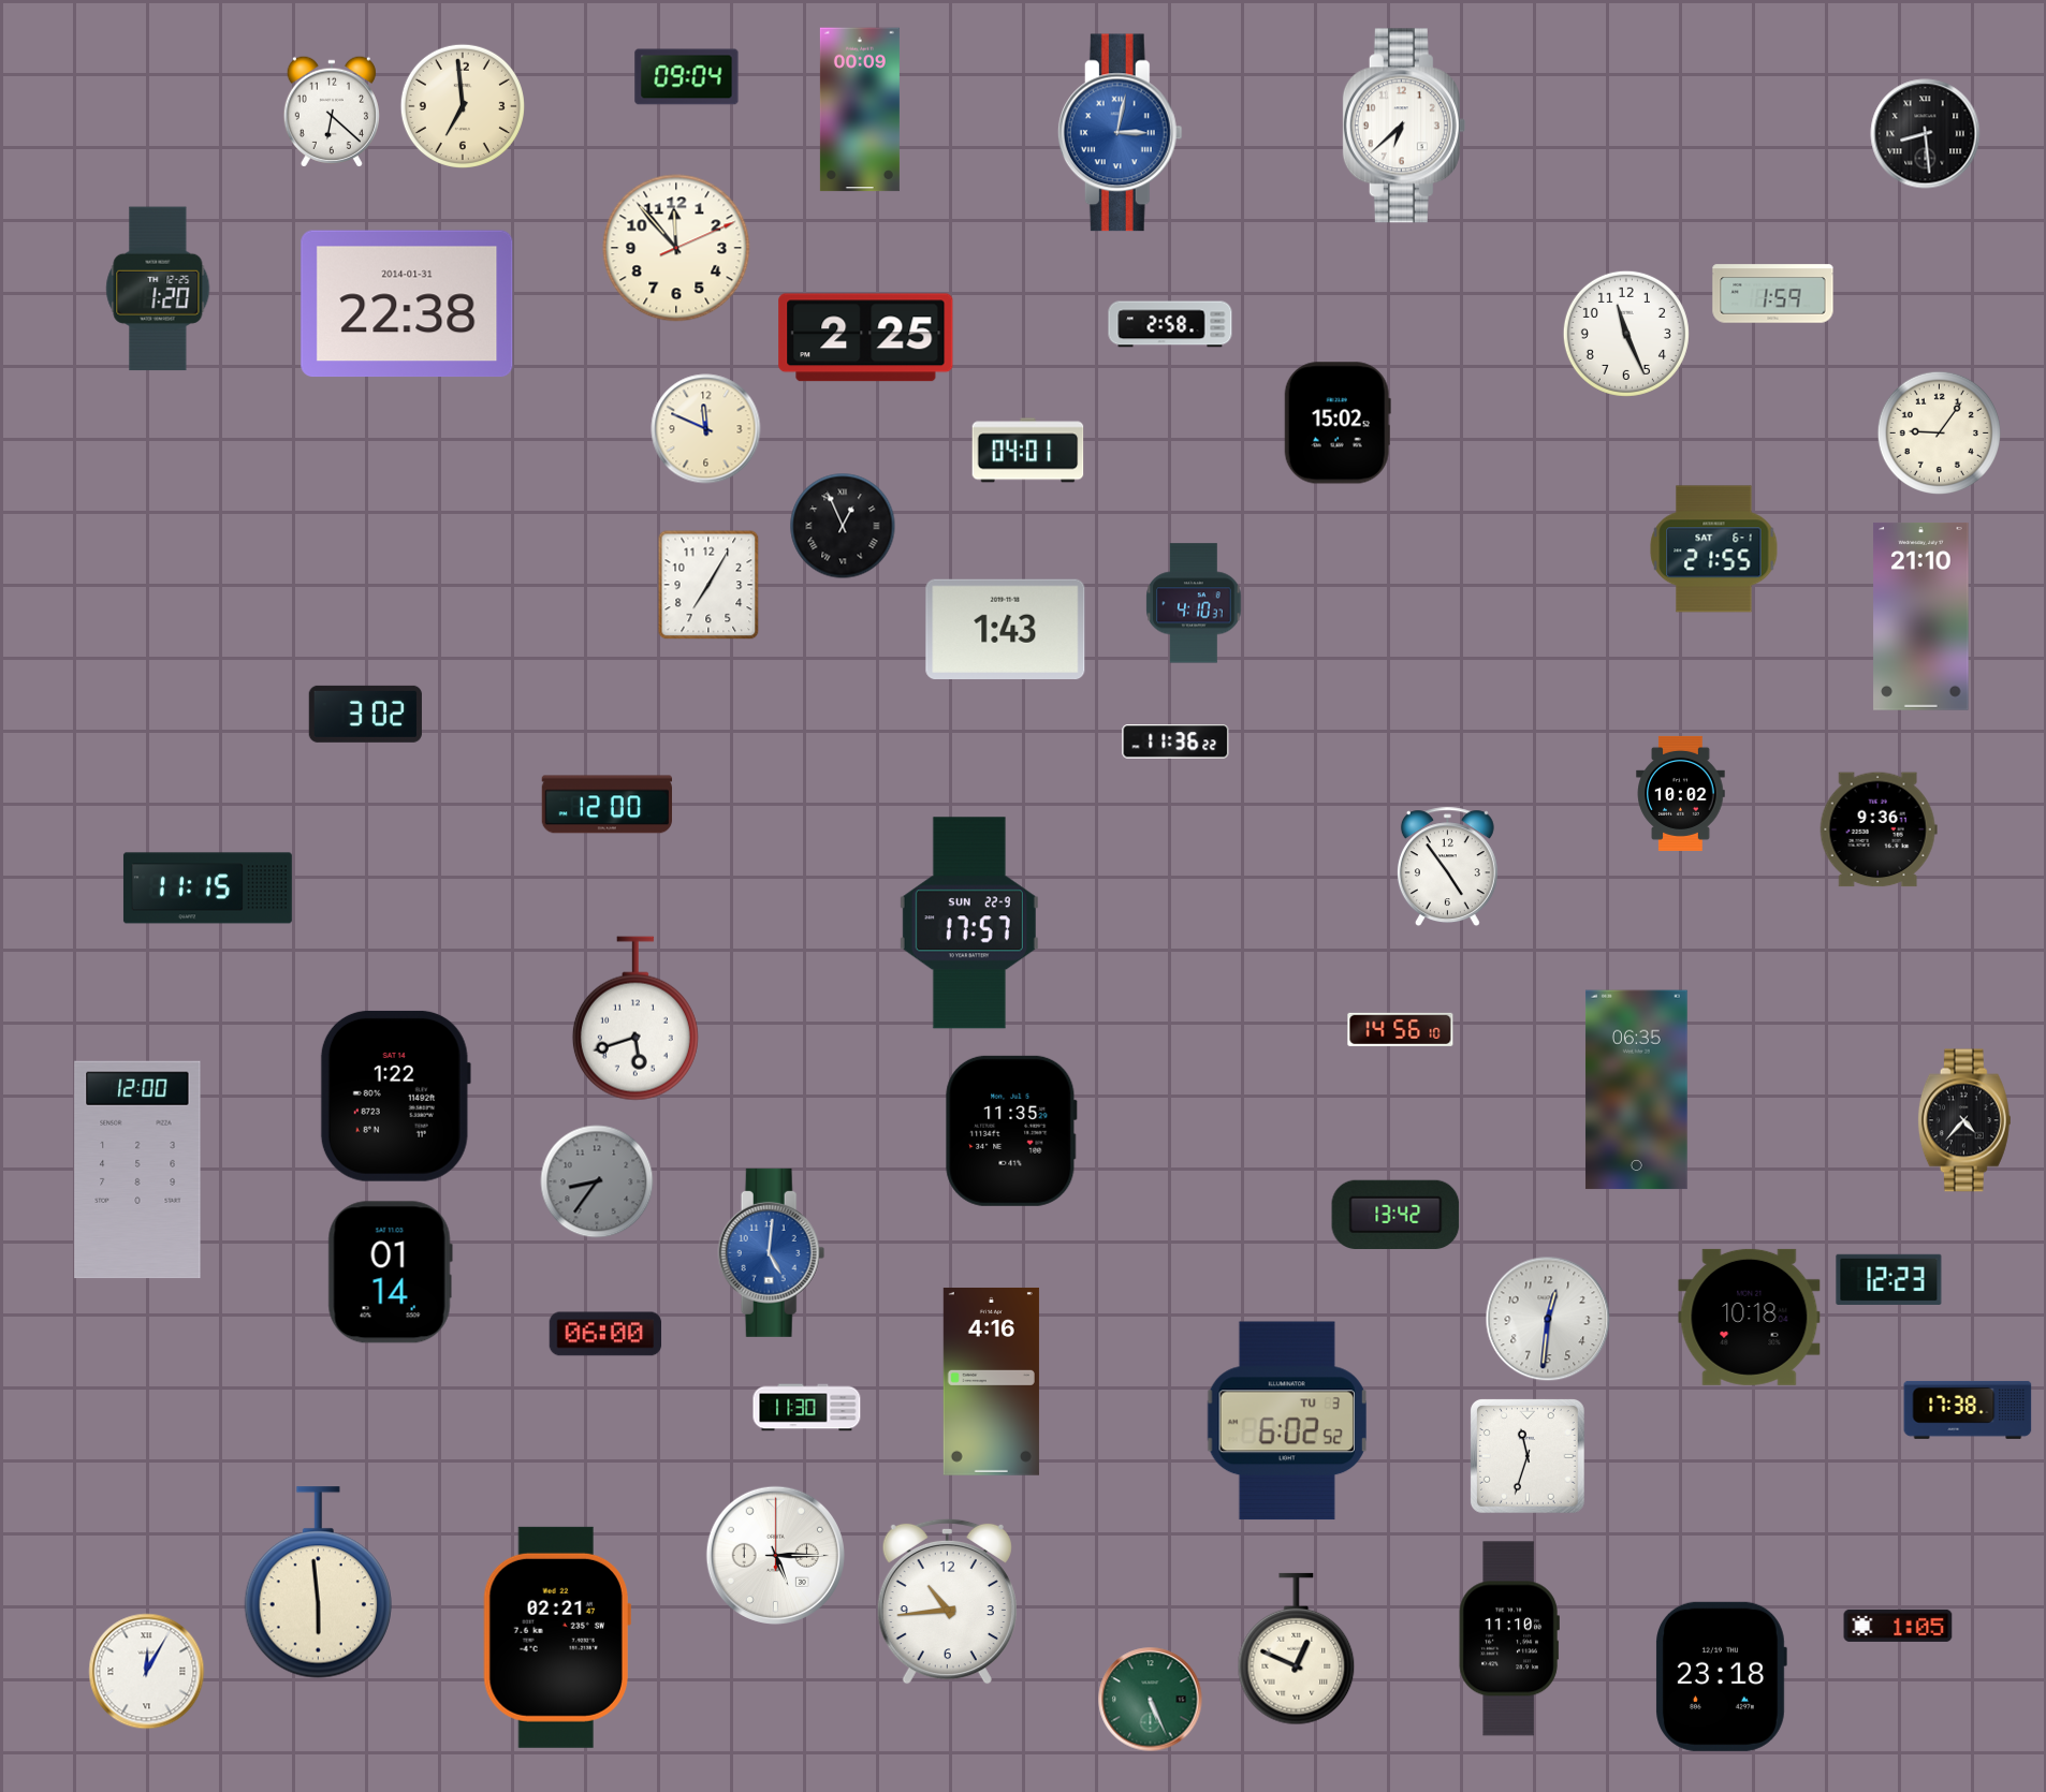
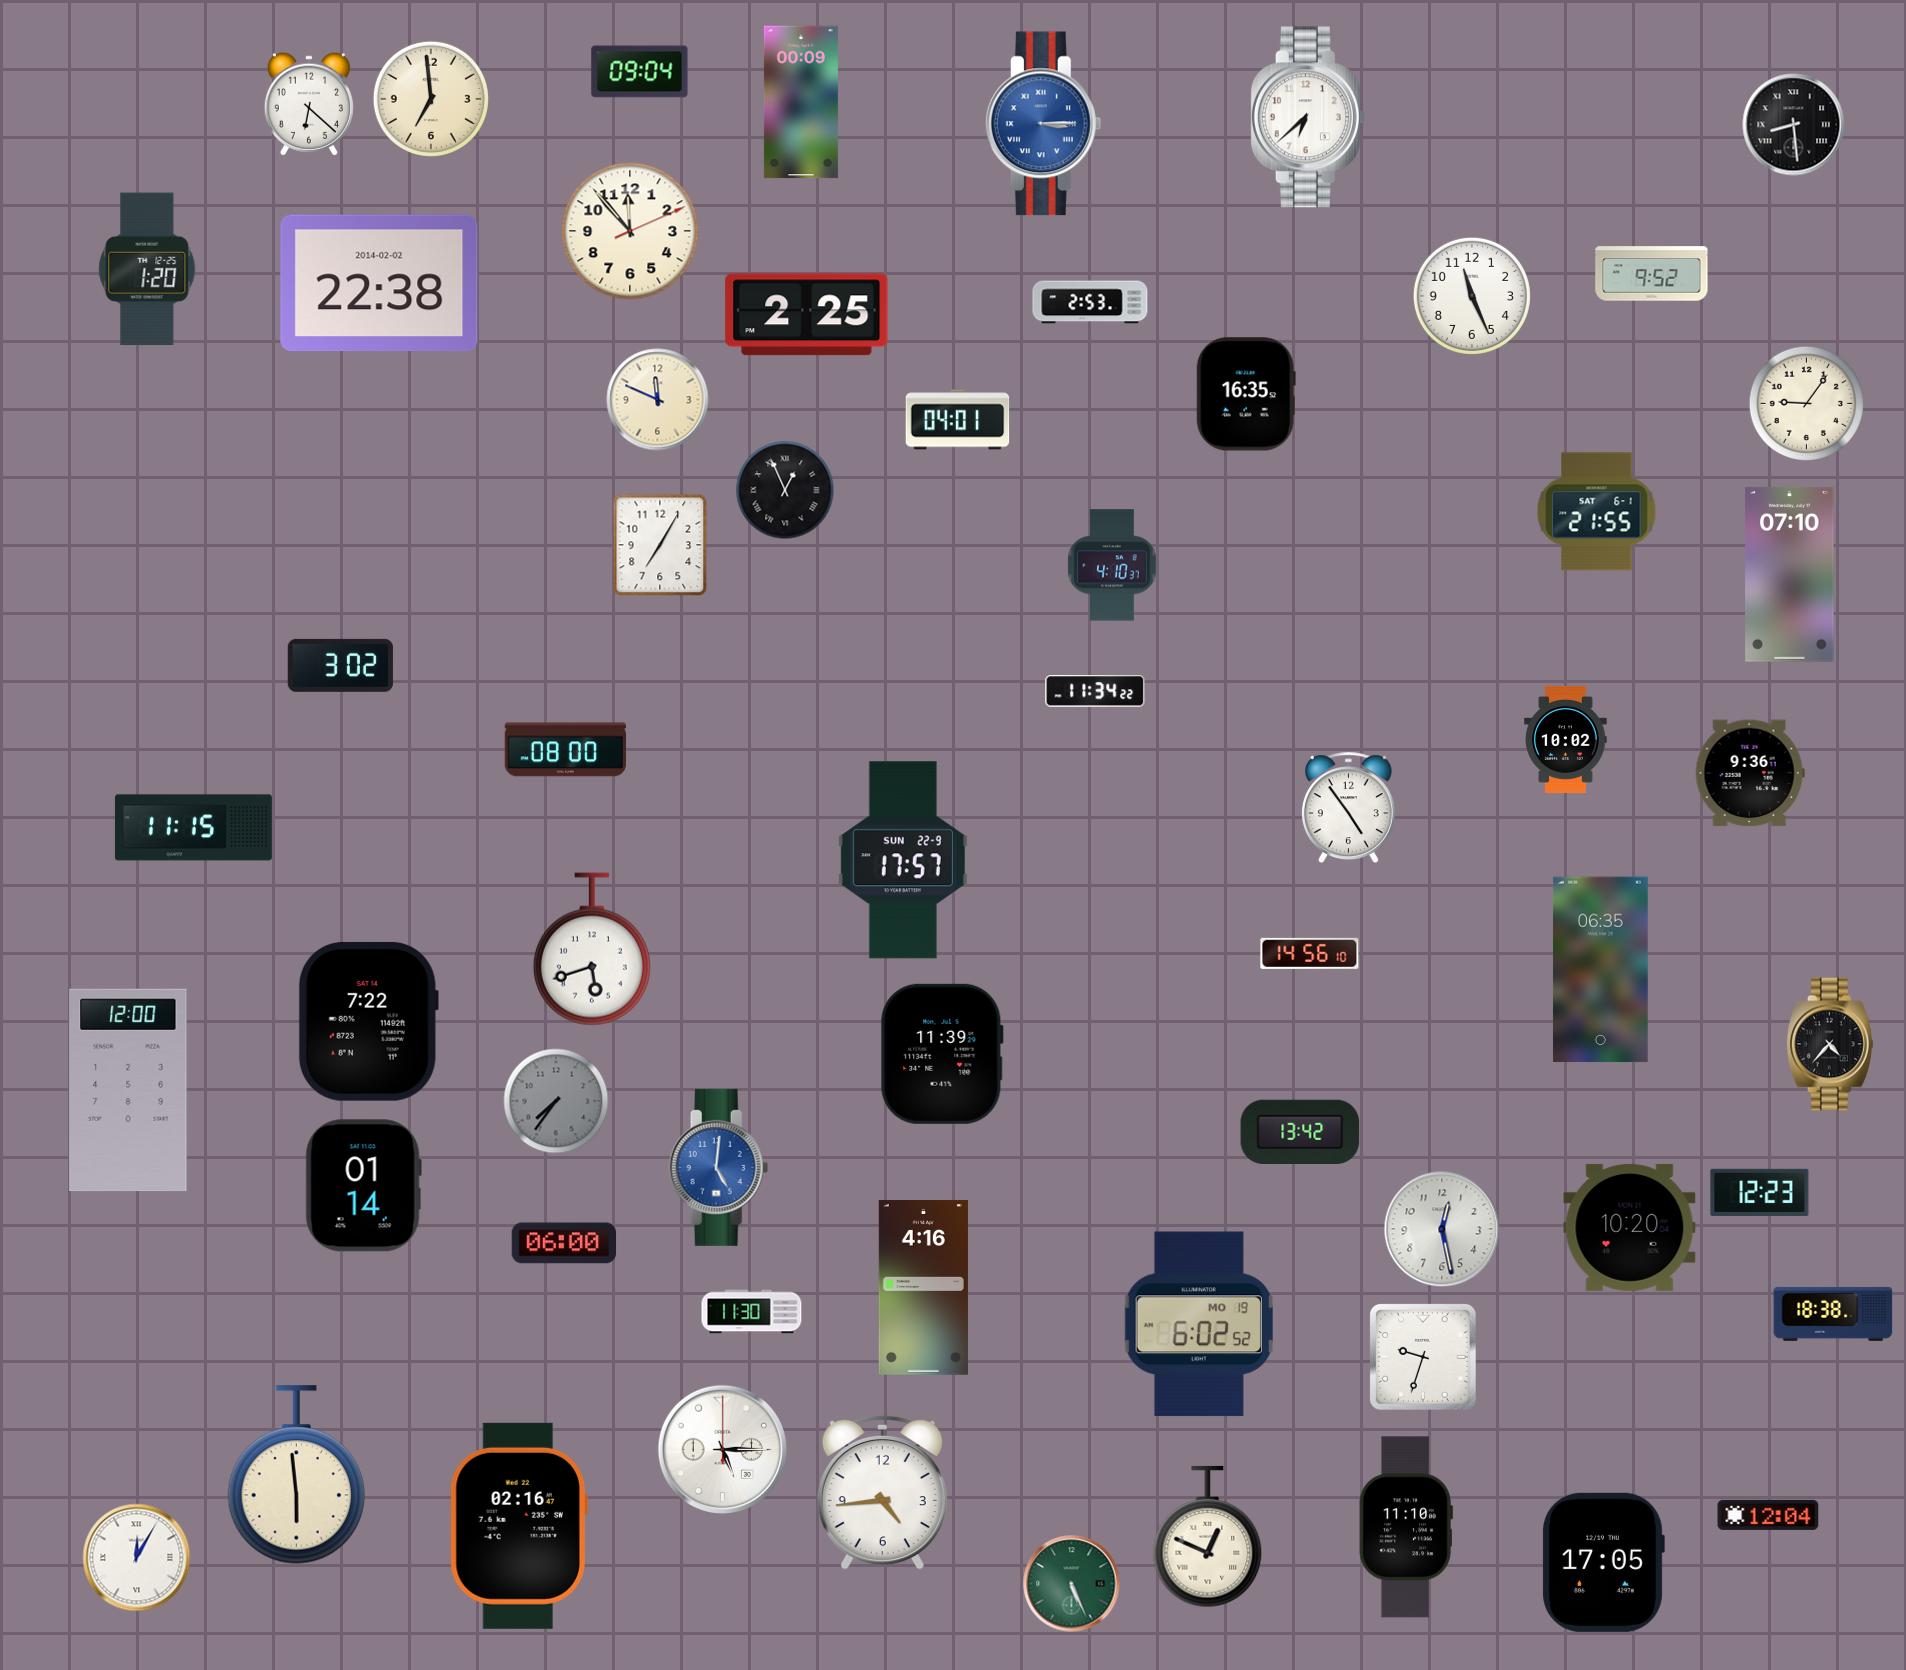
clock at (1120, 133): 3:02 -> 3:15
clock at (1773, 294): 1:59 -> 9:52
clock at (407, 304) date: 2014-01-31 -> 2014-02-02
clock at (1170, 324): 2:58 -> 2:53
clock at (1626, 334) position: (1626, 334) -> (1472, 296)
clock at (1338, 423): 15:02 -> 16:35
clock at (1194, 603) position: (1194, 603) -> (1112, 565)
clock at (1921, 616): 21:10 -> 07:10
clock at (1006, 629): 1:43 -> none
clock at (1175, 741): 11:36 -> 11:34
clock at (607, 805): 12:00 -> 08:00
clock at (1401, 1029) position: (1401, 1029) -> (1310, 953)
clock at (1636, 1090) position: (1636, 1090) -> (1600, 970)
clock at (395, 1096): 1:22 -> 7:22
clock at (1011, 1131): 11:35 -> 11:39
clock at (597, 1181): 8:36 -> 7:36
clock at (1750, 1317): 10:18 -> 10:20
clock at (1548, 1319): 12:31 -> 12:28
clock at (1968, 1410): 17:38 -> 18:38
clock at (1287, 1421) date: TU 3 -> MO 19
clock at (1528, 1456): 11:33 -> 9:33
clock at (947, 1601): 10:44 -> 4:44
clock at (1898, 1626): 1:05 -> 12:04
clock at (557, 1637): 02:21 -> 02:16
clock at (1721, 1676): 23:18 -> 17:05
